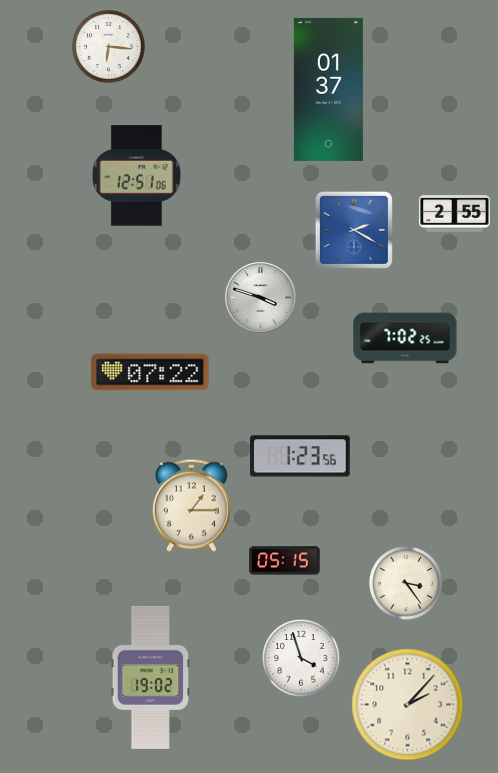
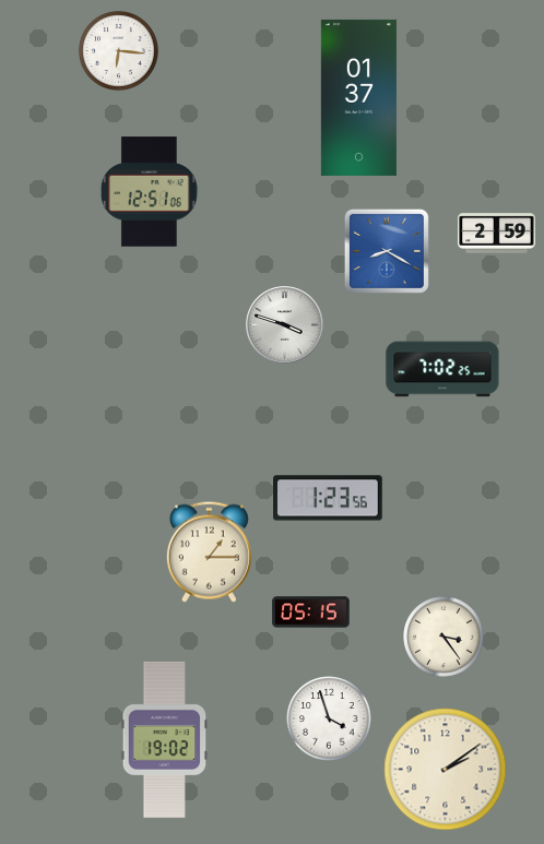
clock at (455, 214): 2:55 -> 2:59
clock at (354, 230): 2:20 -> 8:20
clock at (150, 372): 07:22 -> none
clock at (408, 705): 2:07 -> 2:09
